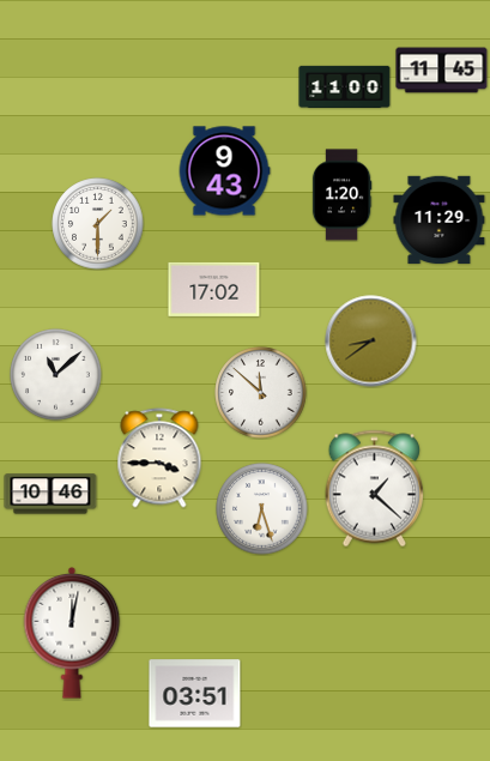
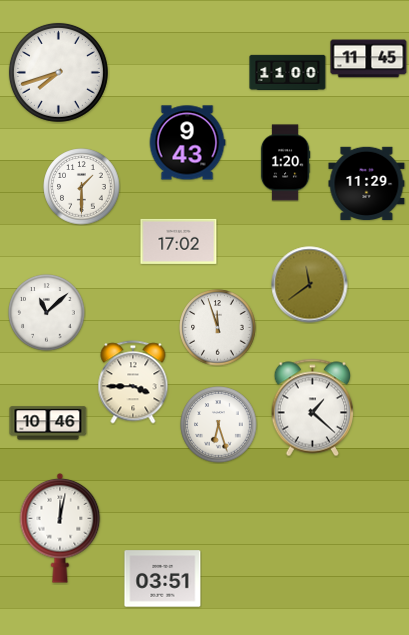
clock at (58, 72): none -> 7:42
clock at (371, 342): 8:39 -> 11:39
clock at (261, 393): 11:52 -> 11:57
clock at (50, 494) position: (50, 494) -> (48, 423)
